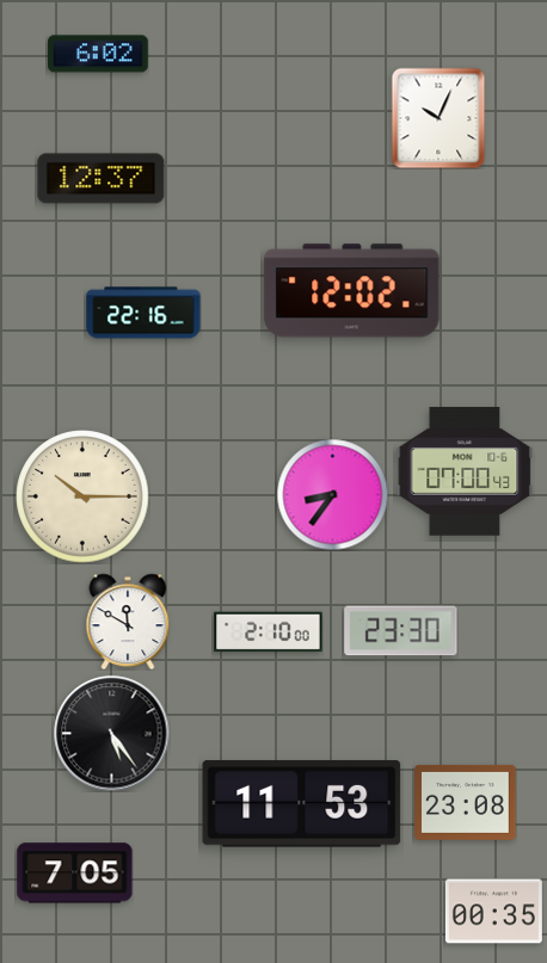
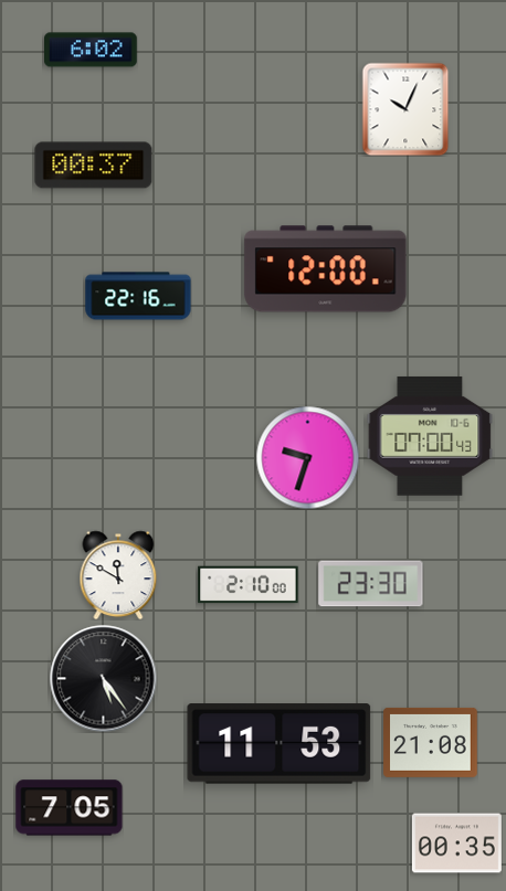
clock at (102, 179): 12:37 -> 00:37
clock at (352, 291): 12:02 -> 12:00
clock at (143, 313) position: (143, 313) -> (138, 296)
clock at (332, 494): 8:36 -> 9:33
clock at (82, 496): 10:15 -> none
clock at (466, 802): 23:08 -> 21:08
